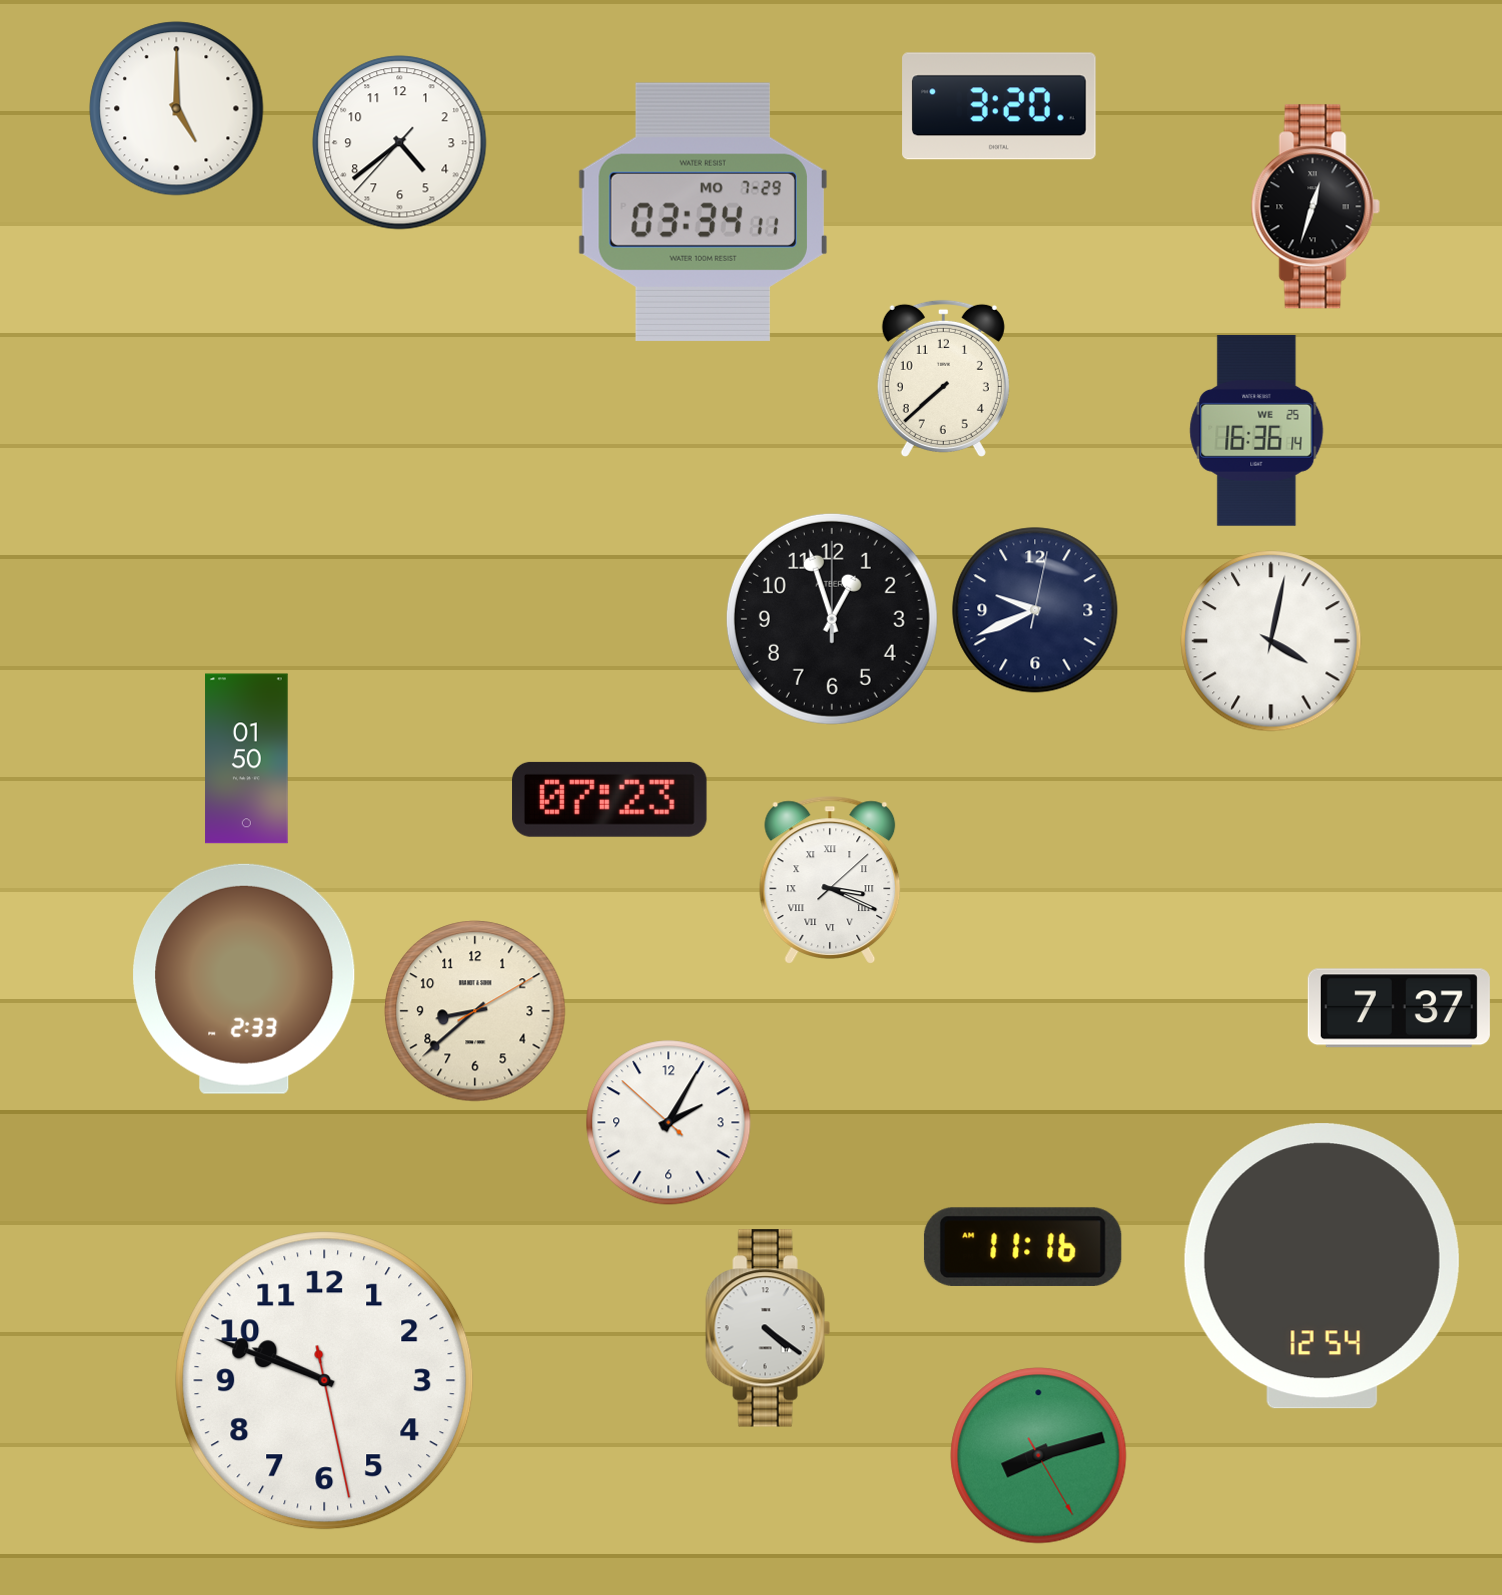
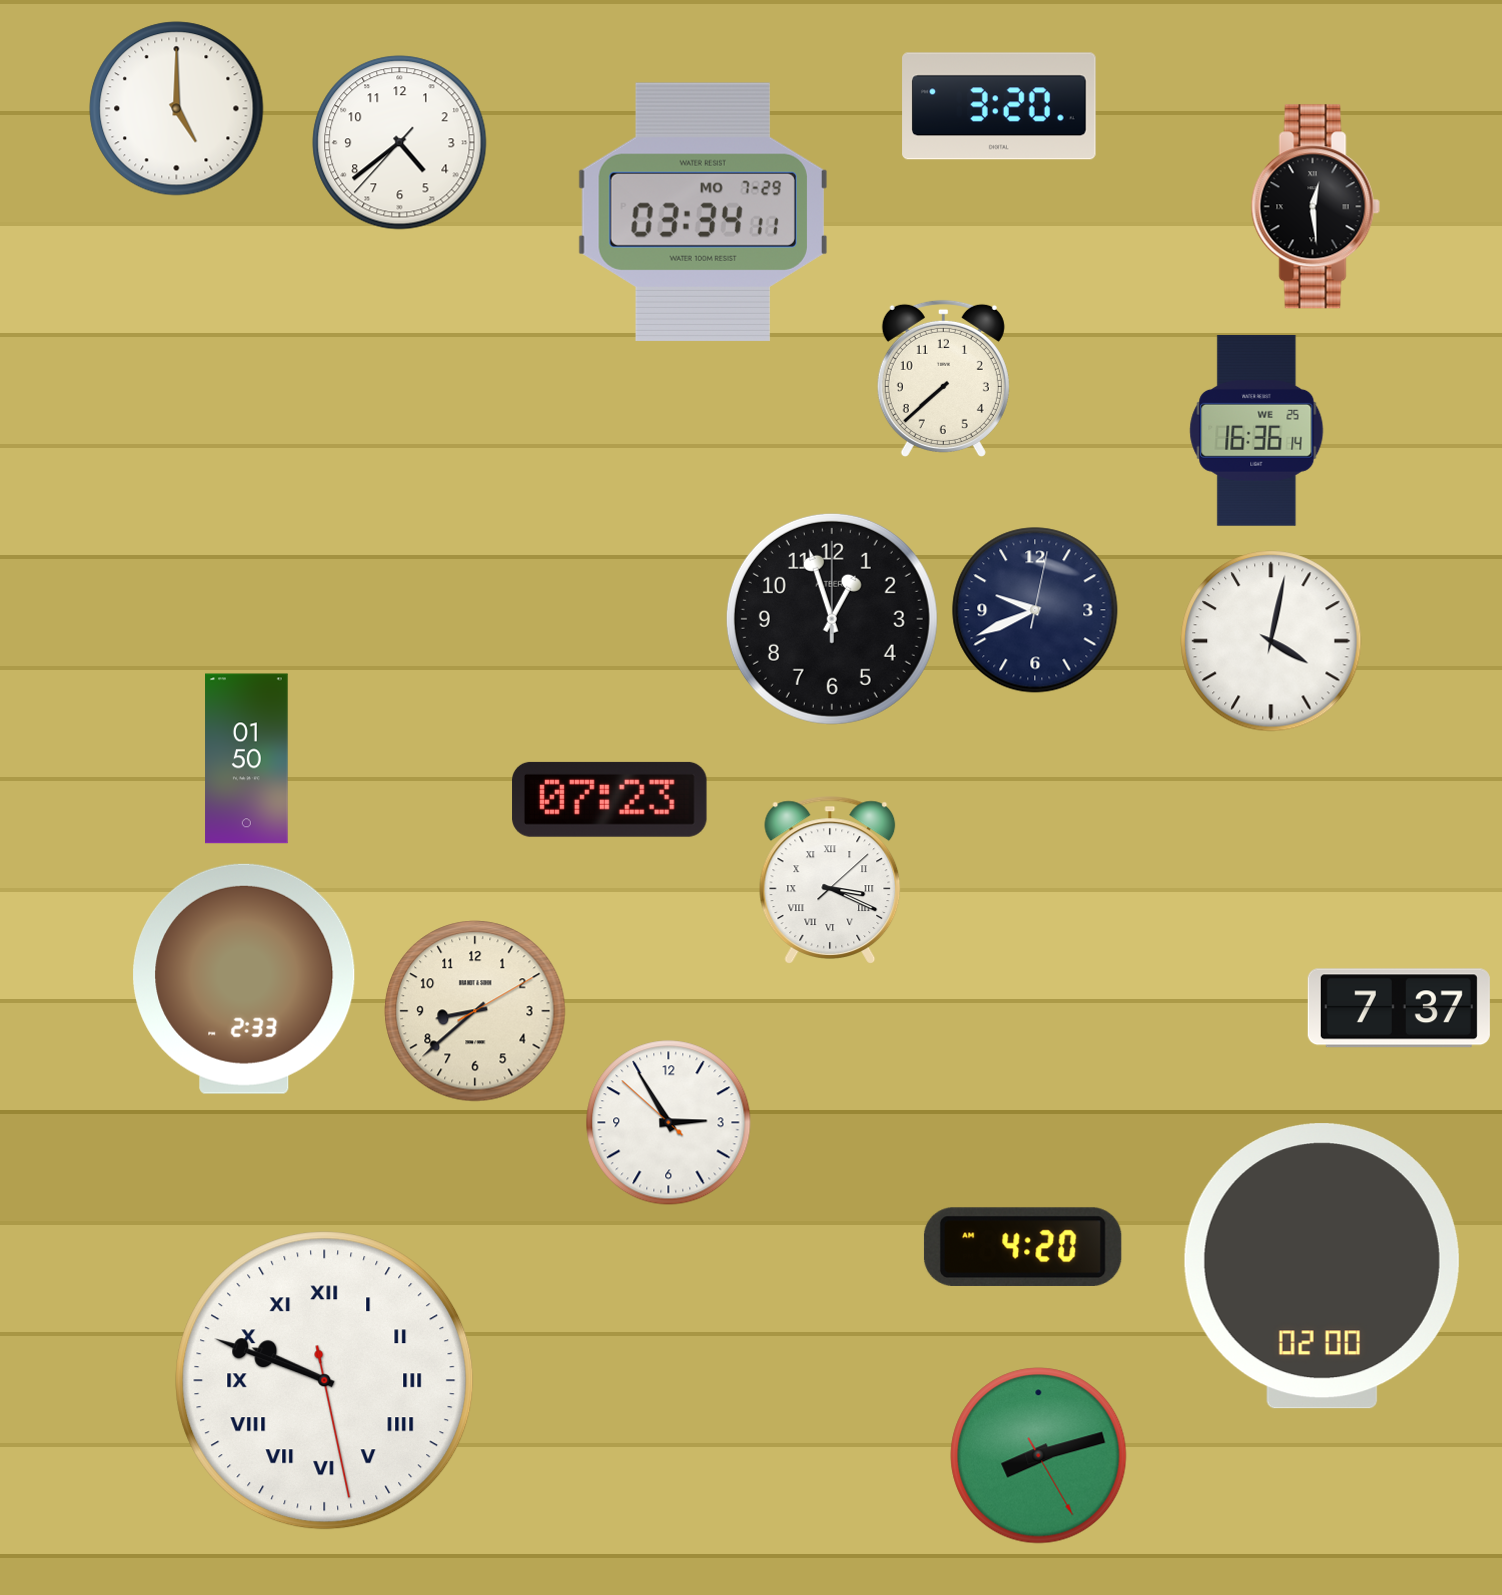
clock at (1315, 207): 12:33 -> 12:29
clock at (669, 1123): 2:04 -> 2:54
clock at (1023, 1247): 11:16 -> 4:20
clock at (1322, 1266): 12:54 -> 02:00
clock at (768, 1328): 4:21 -> none
clock at (325, 1381) numerals: Arabic -> Roman
